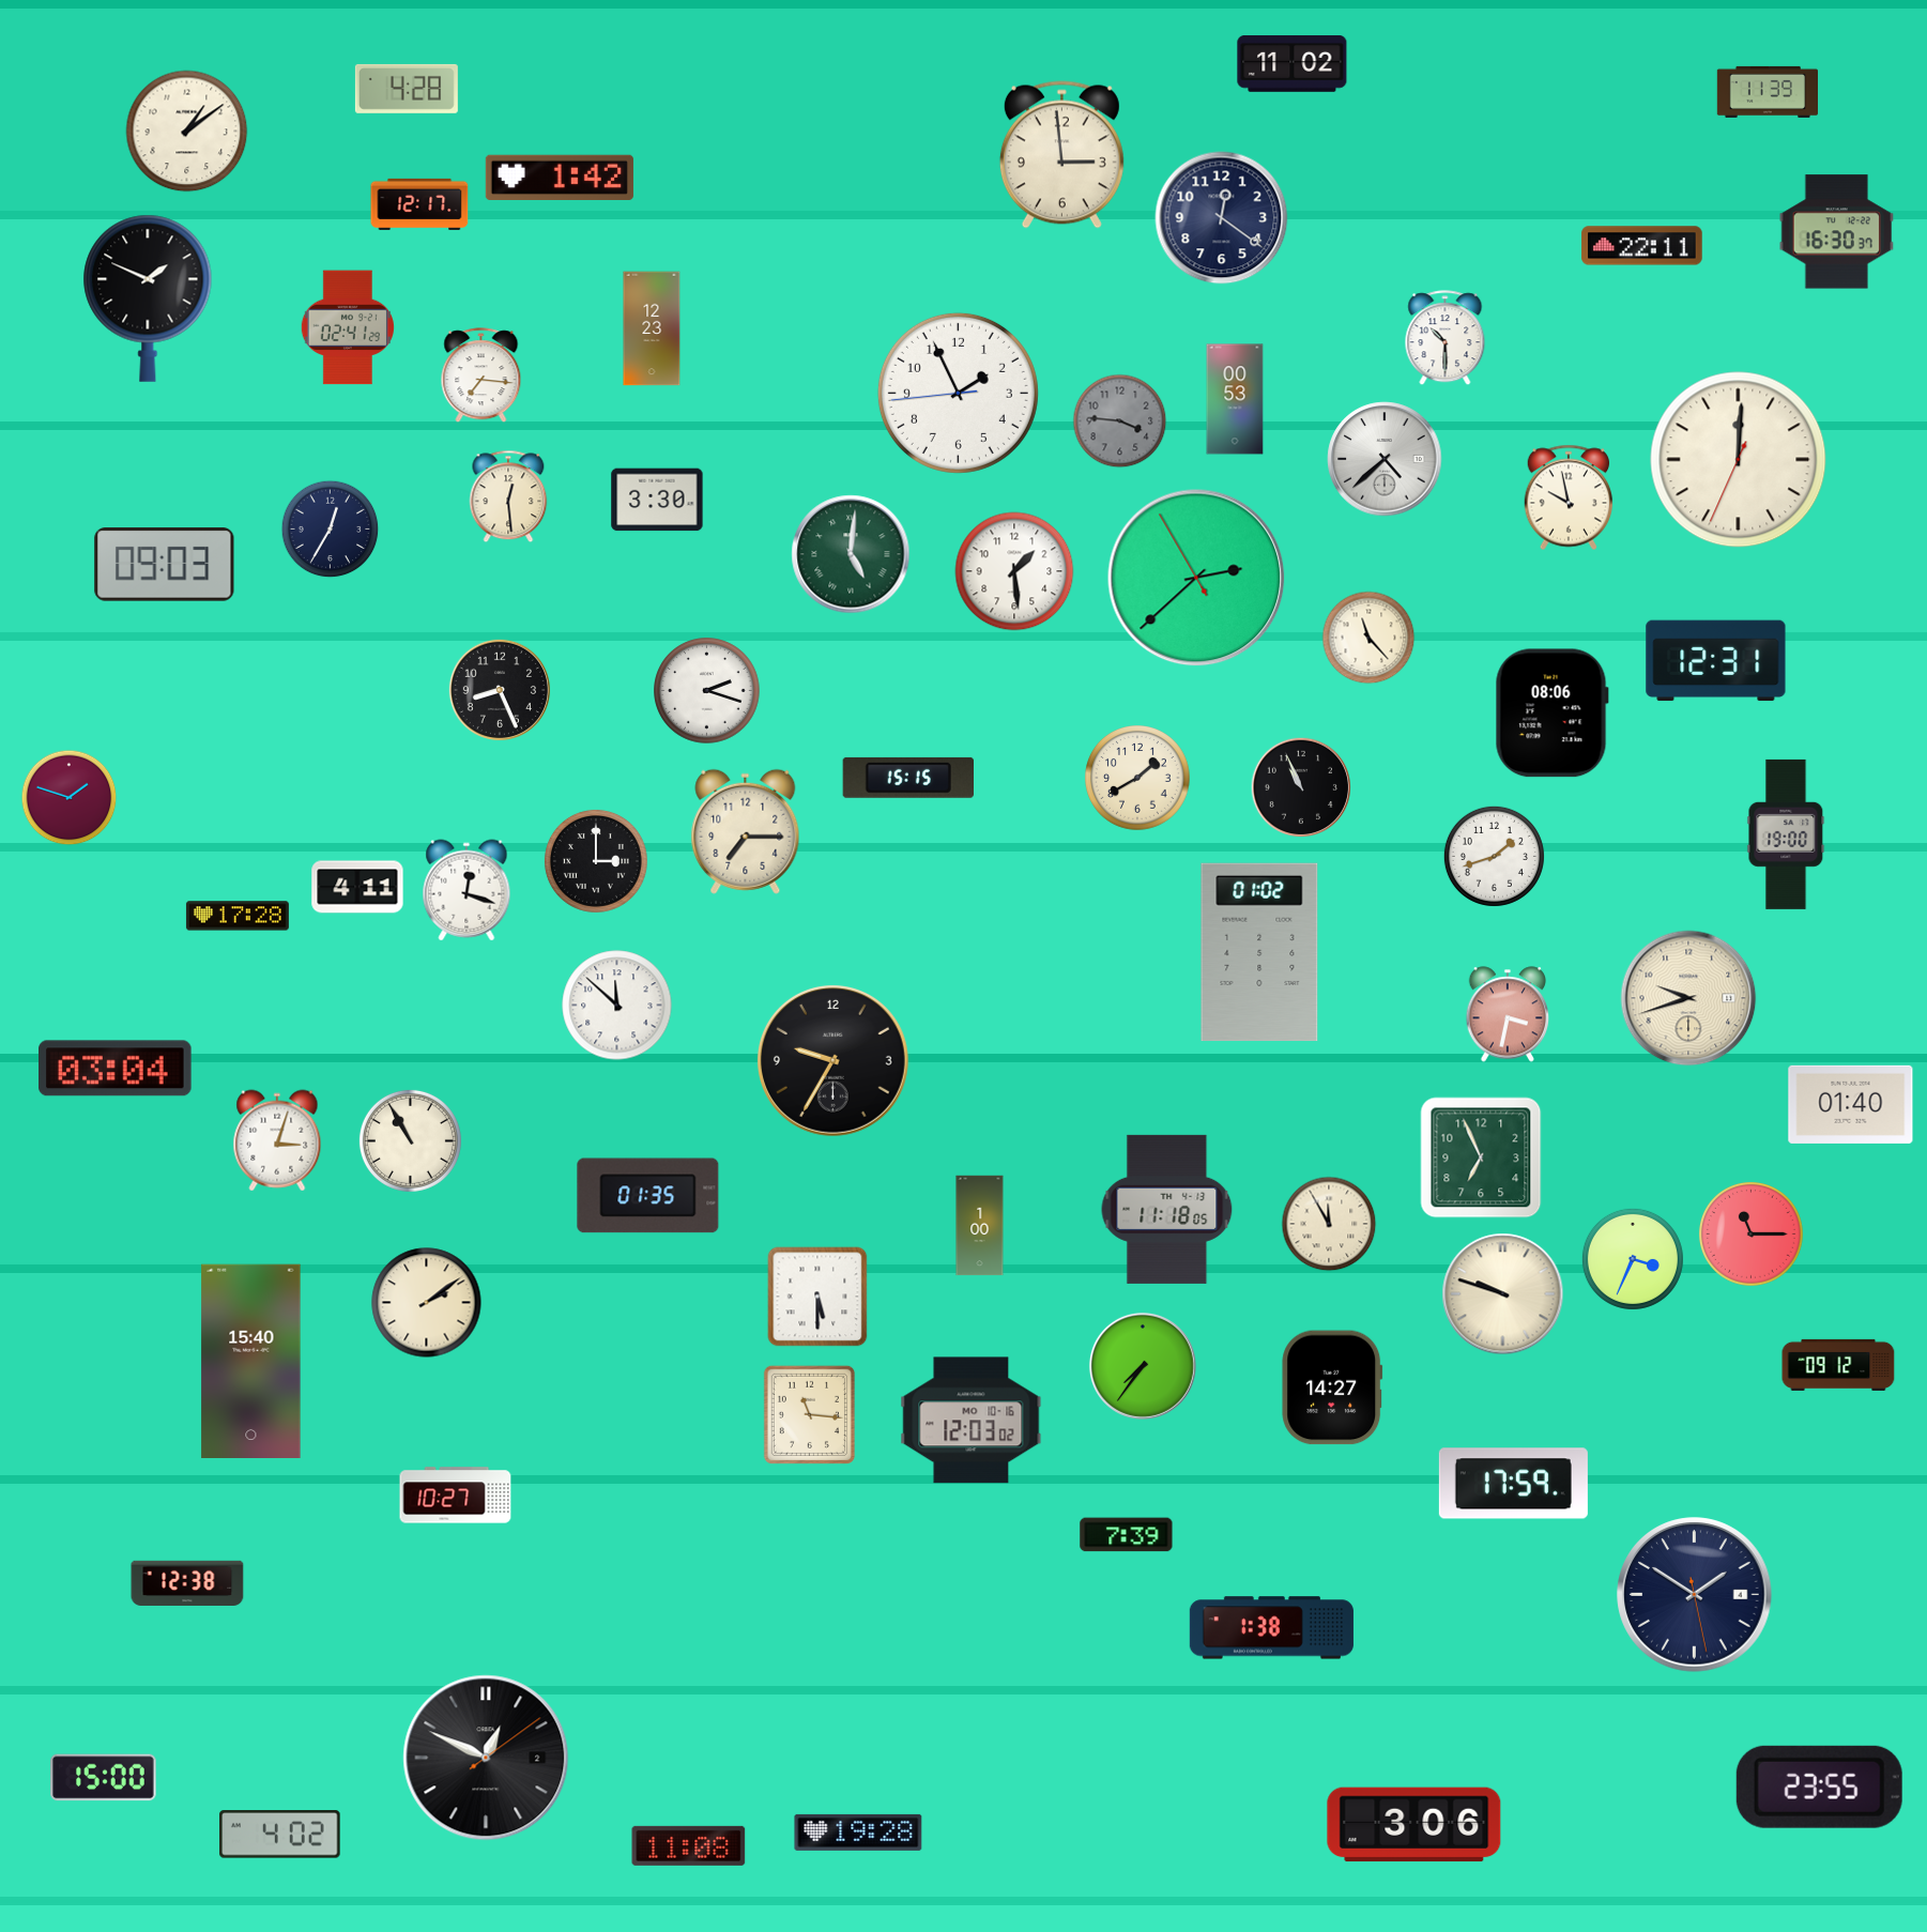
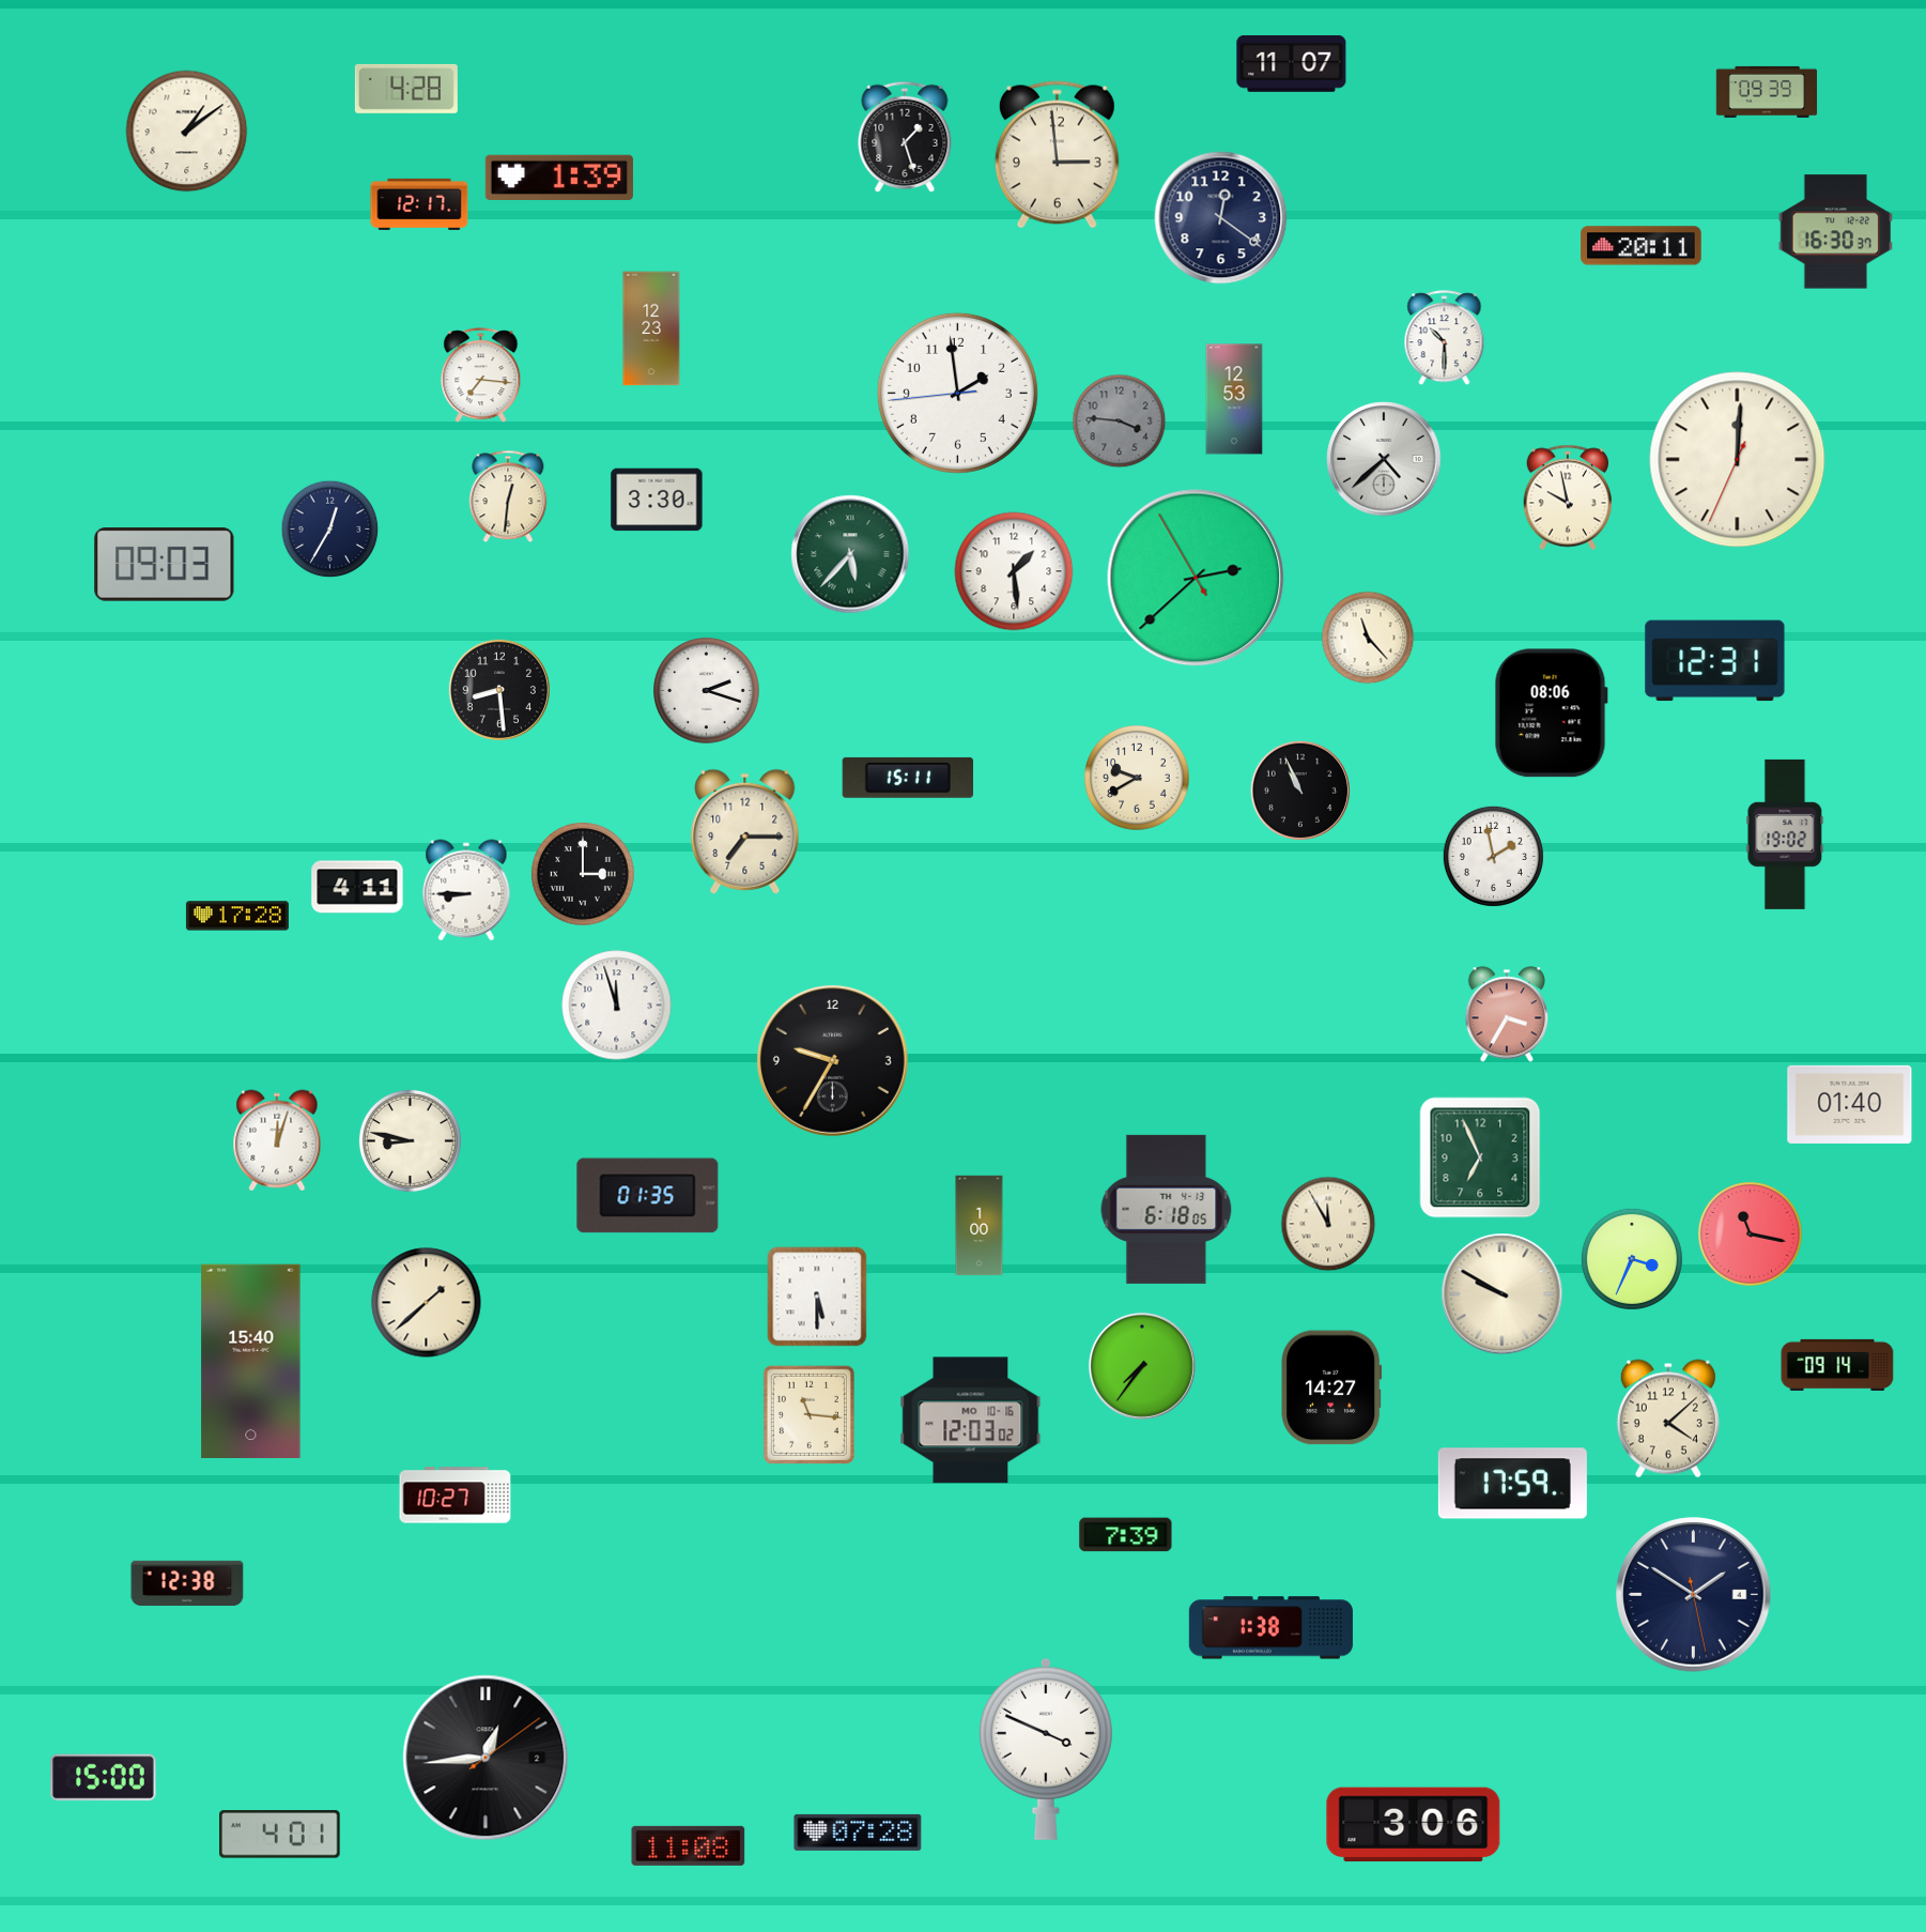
clock at (1293, 64): 11:02 -> 11:07
clock at (1767, 92): 11:39 -> 09:39
clock at (905, 137): none -> 1:27
clock at (1061, 155) position: (1061, 155) -> (1057, 155)
clock at (560, 177): 1:42 -> 1:39
clock at (1642, 246): 22:11 -> 20:11
clock at (148, 298): 1:49 -> none
clock at (348, 327): 02:41 -> none
clock at (958, 393): 1:55 -> 1:58
clock at (1235, 399): 00:53 -> 12:53
clock at (508, 496): 12:29 -> 12:31
clock at (851, 554): 5:01 -> 5:37
clock at (500, 690): 8:26 -> 8:29
clock at (907, 778): 15:15 -> 15:11
clock at (1138, 779): 1:40 -> 9:40
clock at (1301, 787) position: (1301, 787) -> (1300, 791)
clock at (70, 798): 1:48 -> none
clock at (1786, 834): 19:00 -> 19:02
clock at (1494, 856): 1:42 -> 1:58
clock at (596, 861) position: (596, 861) -> (583, 874)
clock at (467, 890): 12:18 -> 8:45
clock at (1259, 952): 01:02 -> none
clock at (1688, 998): 9:42 -> none
clock at (617, 1006): 11:52 -> 11:57
clock at (1508, 1014): 3:32 -> 3:35
clock at (116, 1069): 03:04 -> none
clock at (277, 1140): 3:03 -> 12:03
clock at (410, 1140): 10:55 -> 8:47
clock at (1167, 1209): 11:18 -> 6:18
clock at (1750, 1233): 11:15 -> 11:17
clock at (1503, 1294): 9:48 -> 9:50
clock at (427, 1303): 2:09 -> 1:38
clock at (1838, 1365): 09:12 -> 09:14
clock at (1668, 1419): none -> 4:08
clock at (1046, 1749): none -> 3:49
clock at (486, 1758): 12:49 -> 12:44
clock at (1819, 1787): 23:55 -> none
clock at (858, 1833): 19:28 -> 07:28
clock at (280, 1835): 4:02 -> 4:01
